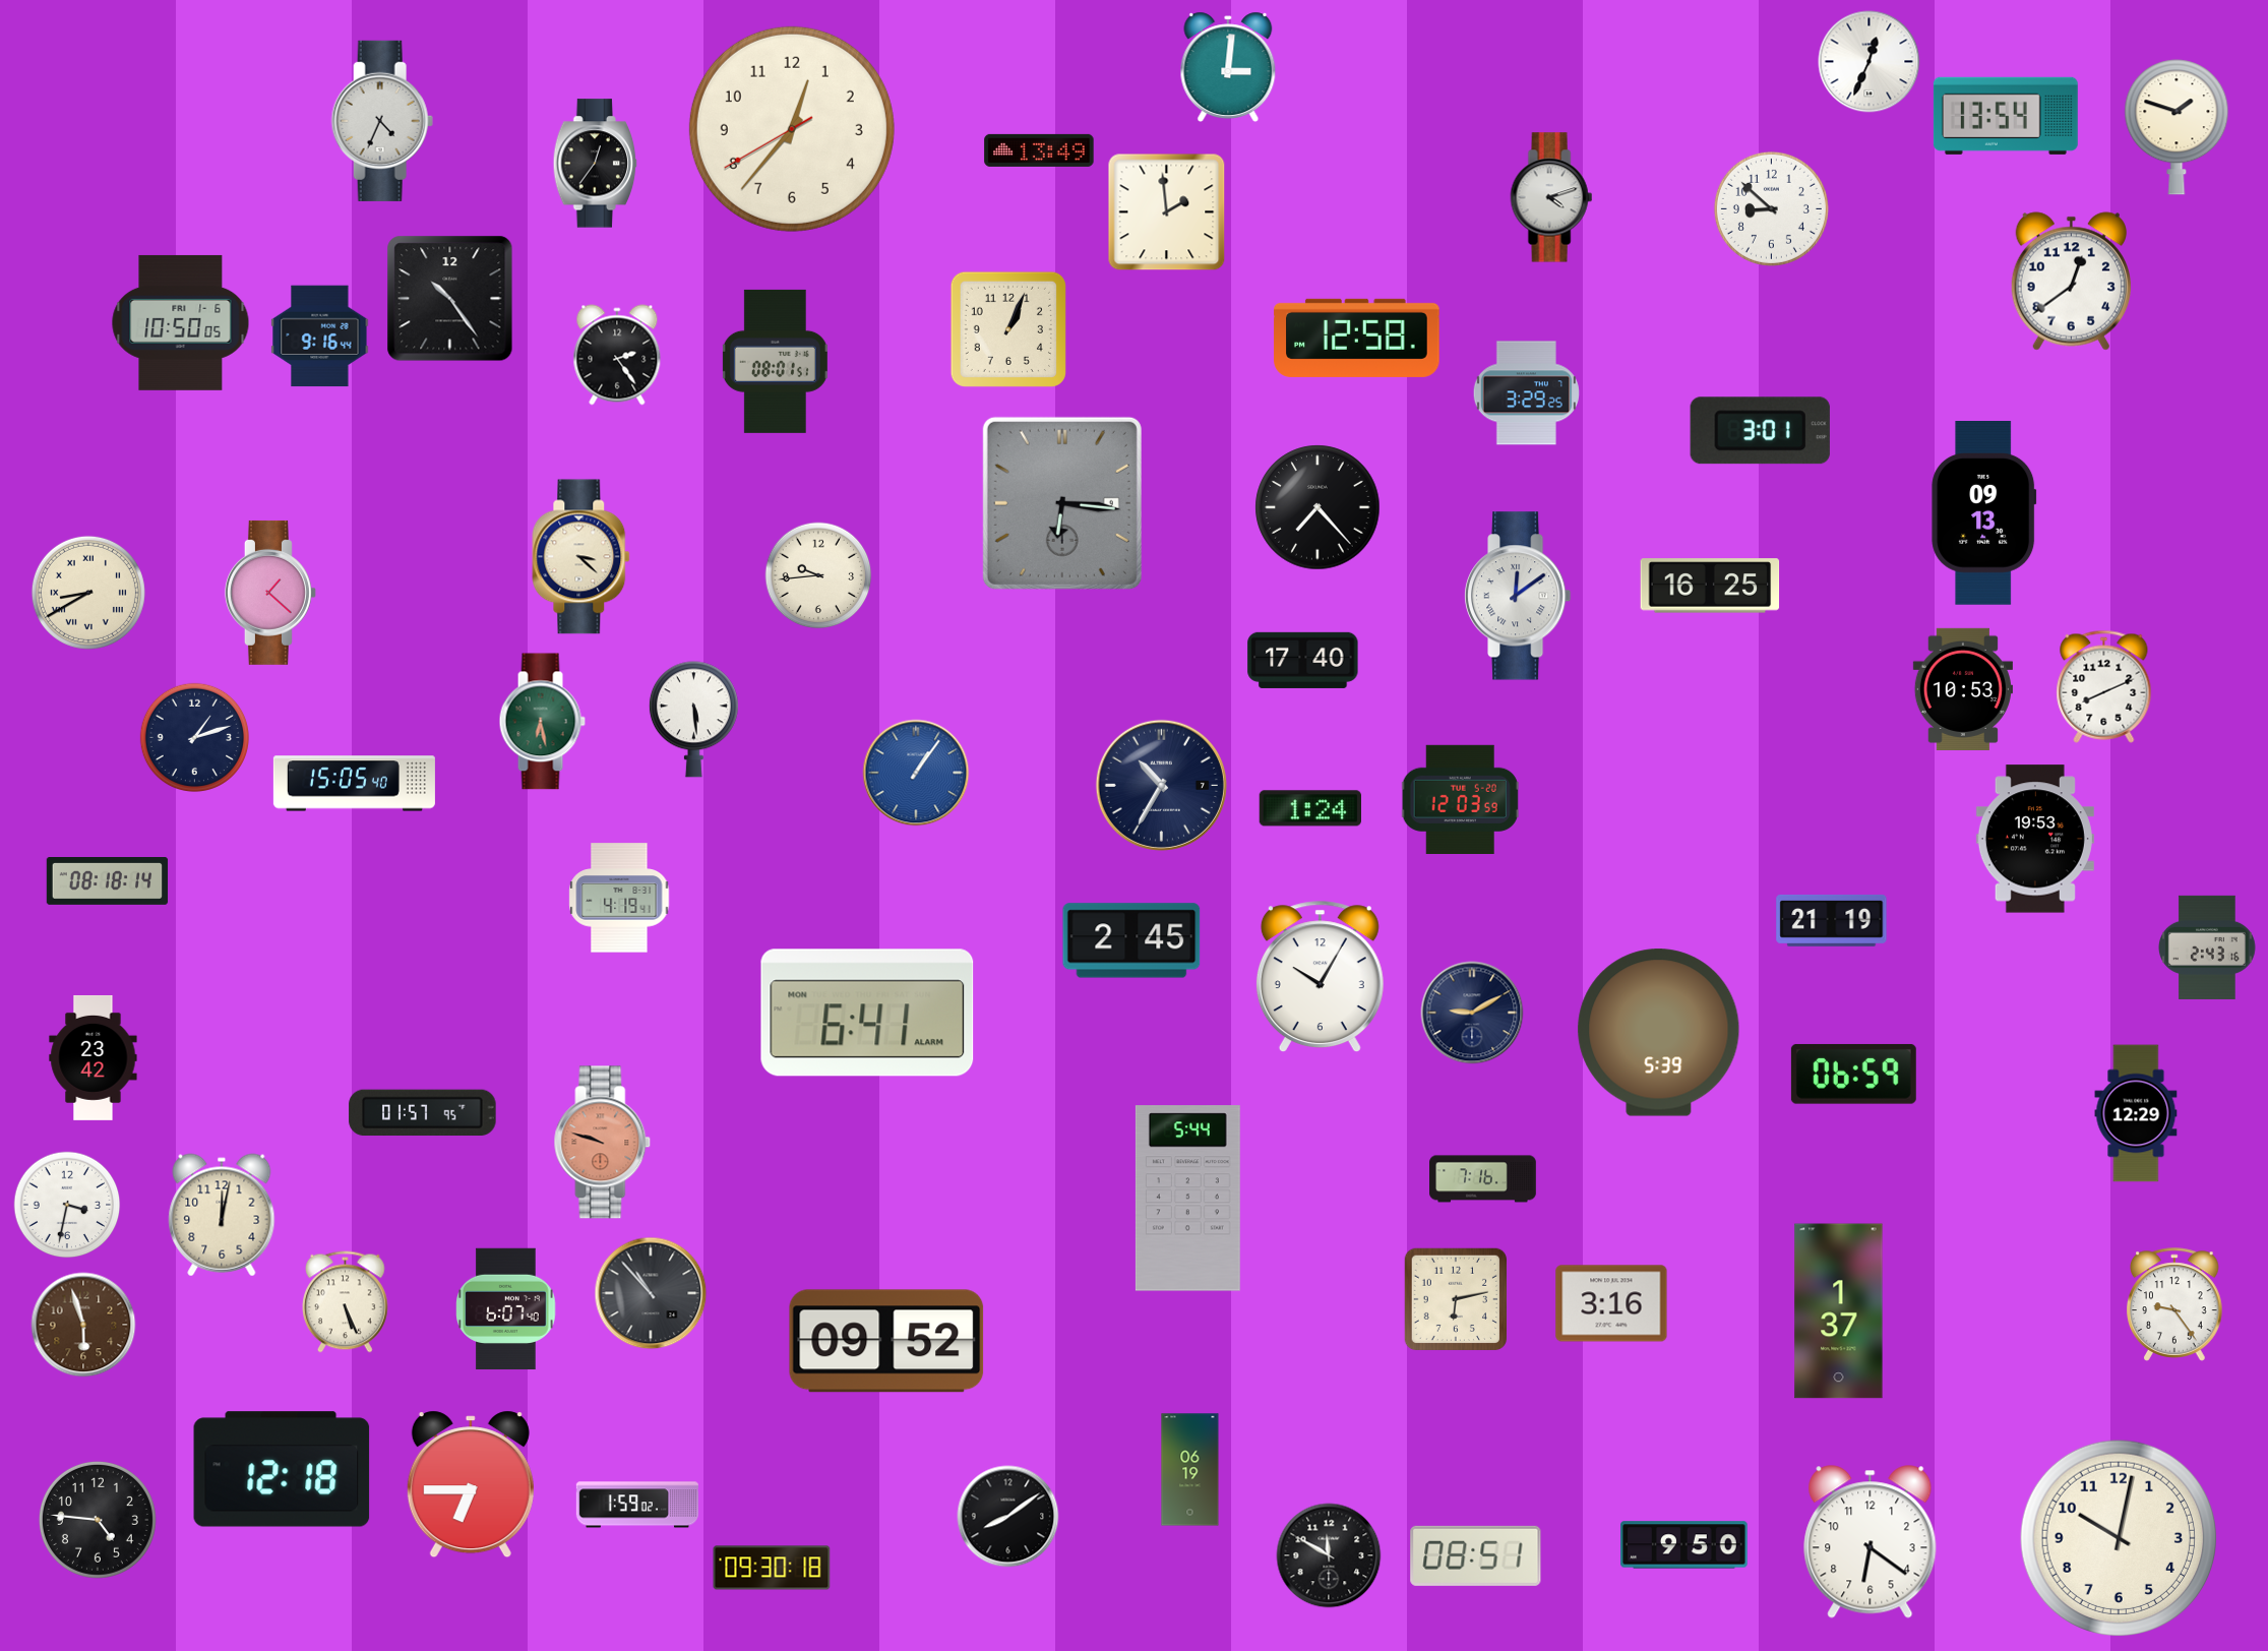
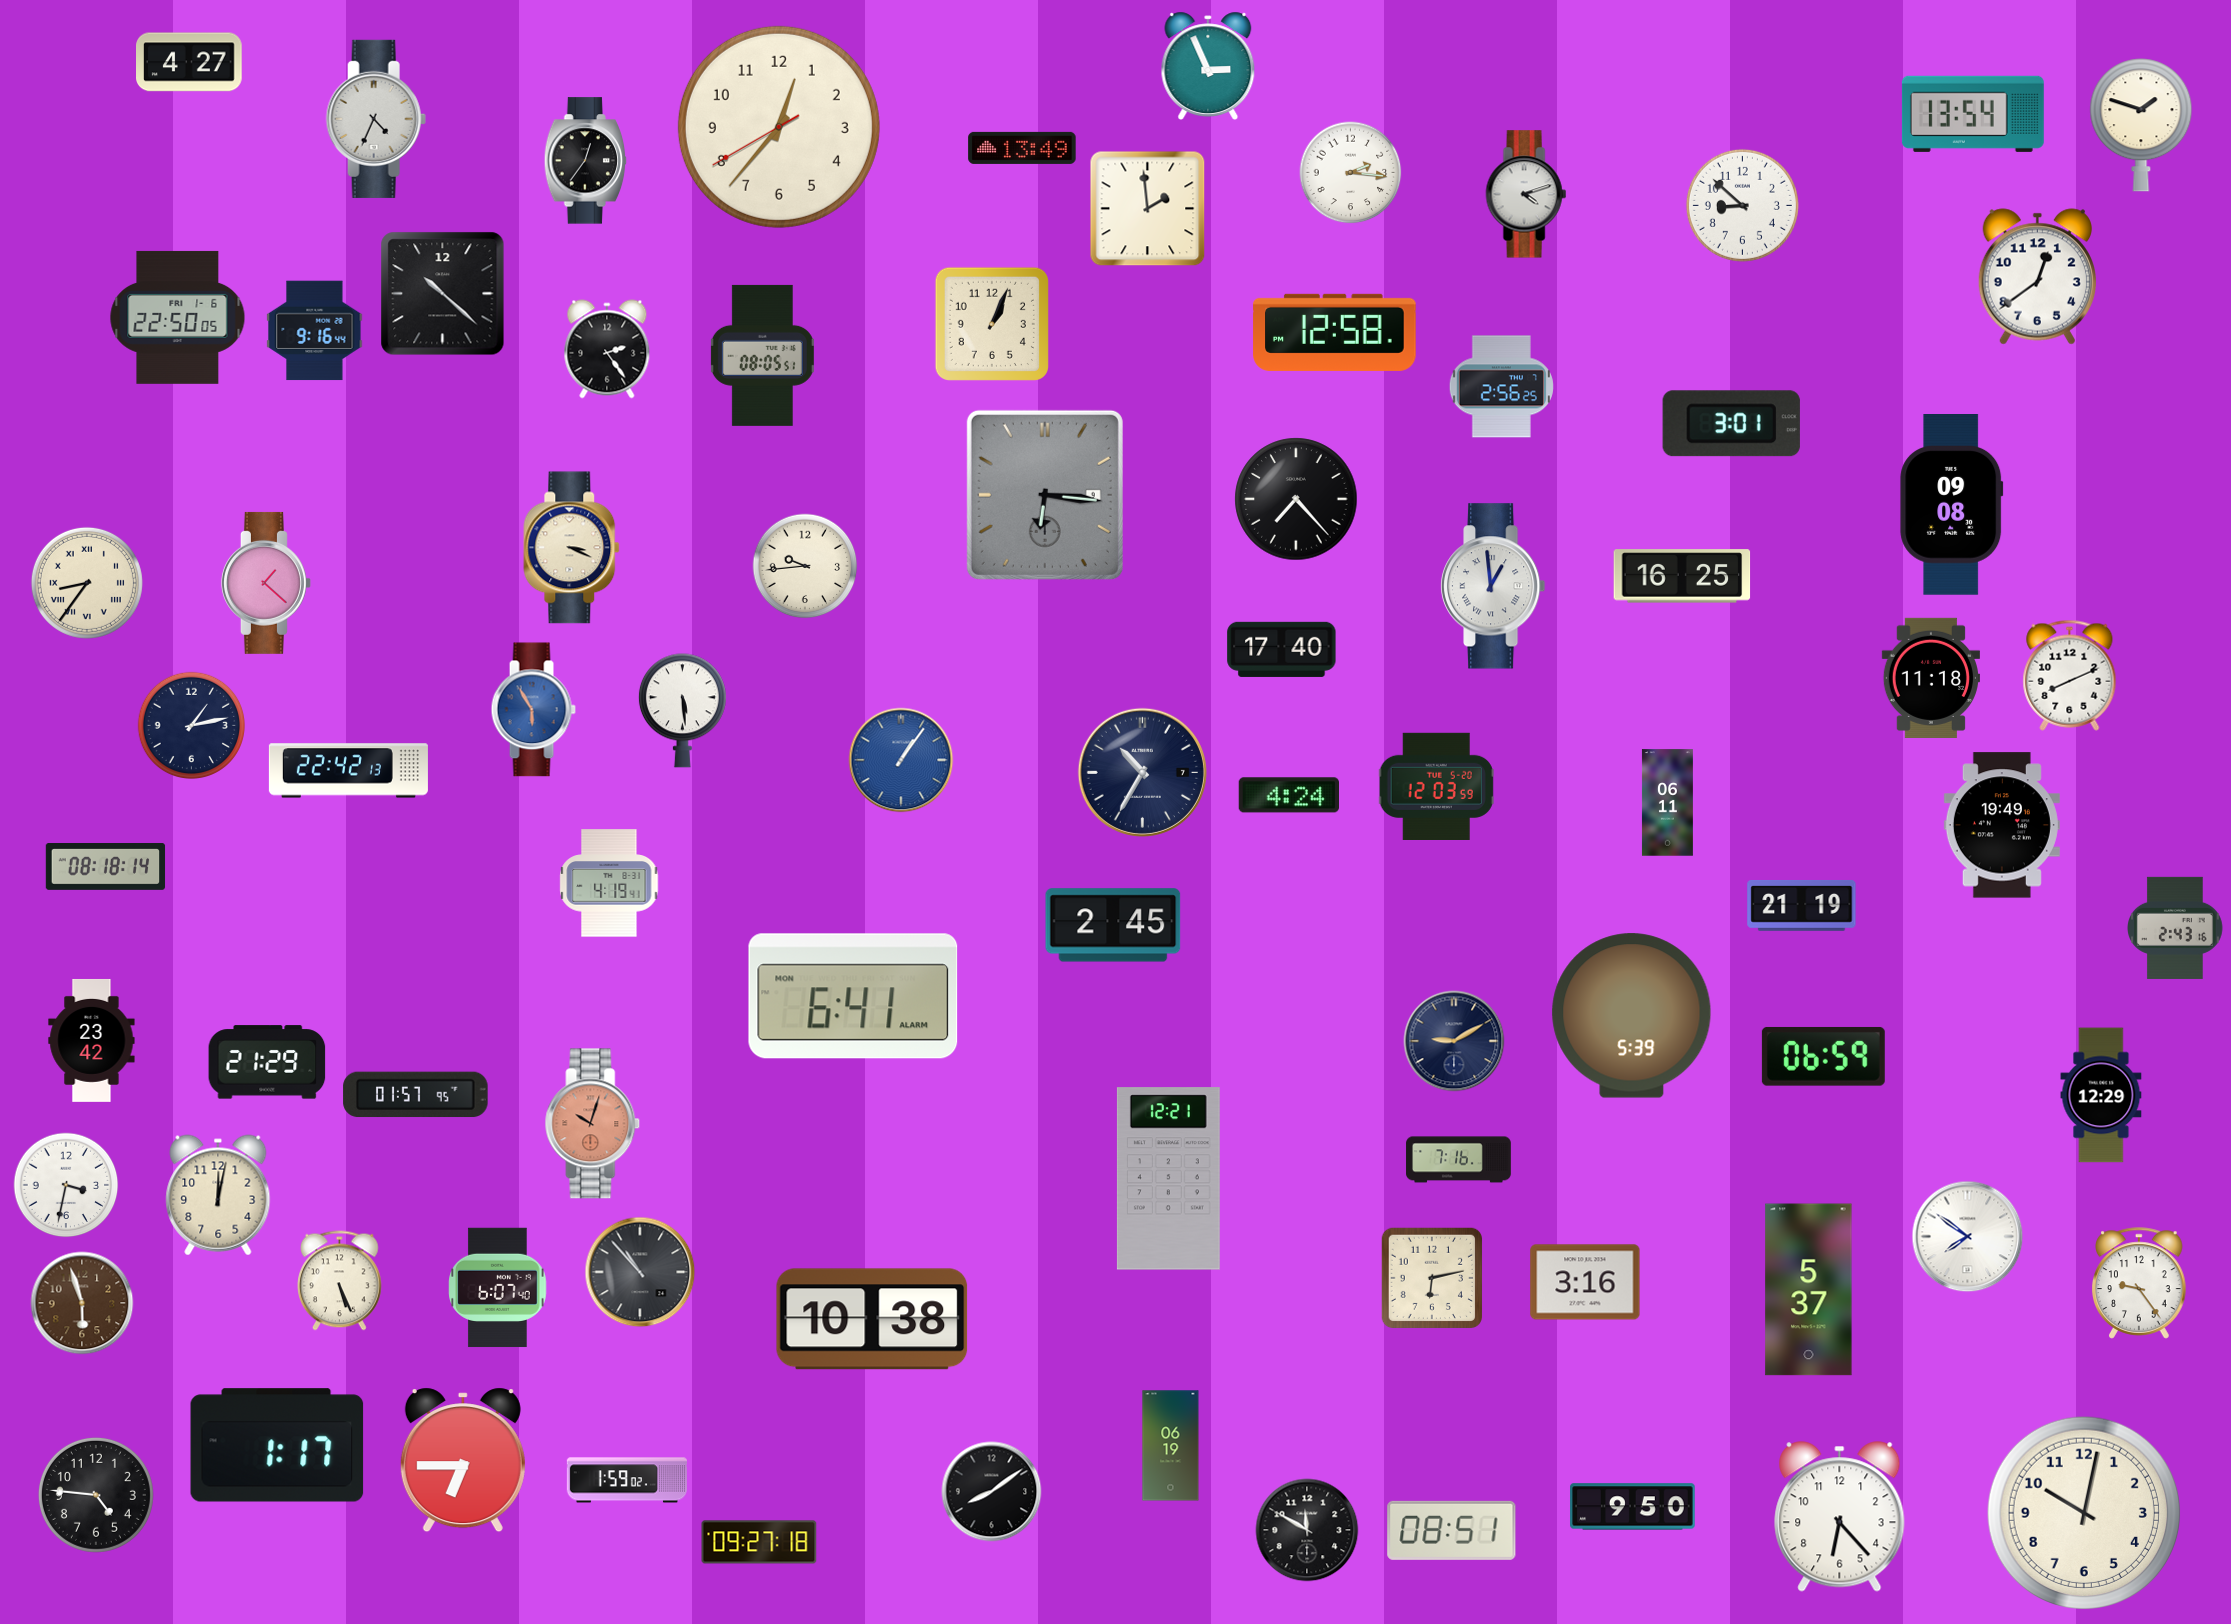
clock at (1869, 62): 12:34 -> none
clock at (190, 62): none -> 4:27
clock at (1228, 66): 3:01 -> 2:56
clock at (1351, 173): none -> 2:16
clock at (450, 299): 10:24 -> 10:22
clock at (181, 322): 10:50 -> 22:50
clock at (775, 361): 08:01 -> 08:05
clock at (1526, 393): 3:29 -> 2:56
clock at (1984, 513): 09:13 -> 09:08
clock at (581, 557): 3:22 -> 3:19
clock at (88, 593): 8:40 -> 8:36
clock at (1518, 596): 12:09 -> 12:59
clock at (1963, 689): 10:53 -> 11:18
clock at (693, 720) position: (693, 720) -> (682, 711)
clock at (542, 722): 6:28 -> 5:55
clock at (542, 722) dial: green -> blue
clock at (194, 737): 1:12 -> 1:13
clock at (354, 784): 15:05 -> 22:42
clock at (1309, 808): 1:24 -> 4:24
clock at (1667, 803): none -> 06:11
clock at (2035, 839): 19:53 -> 19:49
clock at (2208, 947) position: (2208, 947) -> (2176, 928)
clock at (1320, 976): 10:05 -> none
clock at (1472, 1013) position: (1472, 1013) -> (1454, 1041)
clock at (267, 1062): none -> 21:29
clock at (603, 1143): 9:48 -> 10:03
clock at (1187, 1199): 5:44 -> 12:21
clock at (1968, 1237): none -> 7:51
clock at (1839, 1311): 1:37 -> 5:37
clock at (886, 1341): 09:52 -> 10:38
clock at (282, 1469): 12:18 -> 1:17
clock at (1871, 1542): 6:21 -> 6:23
clock at (1684, 1545) position: (1684, 1545) -> (1633, 1507)
clock at (772, 1568): 09:30 -> 09:27
